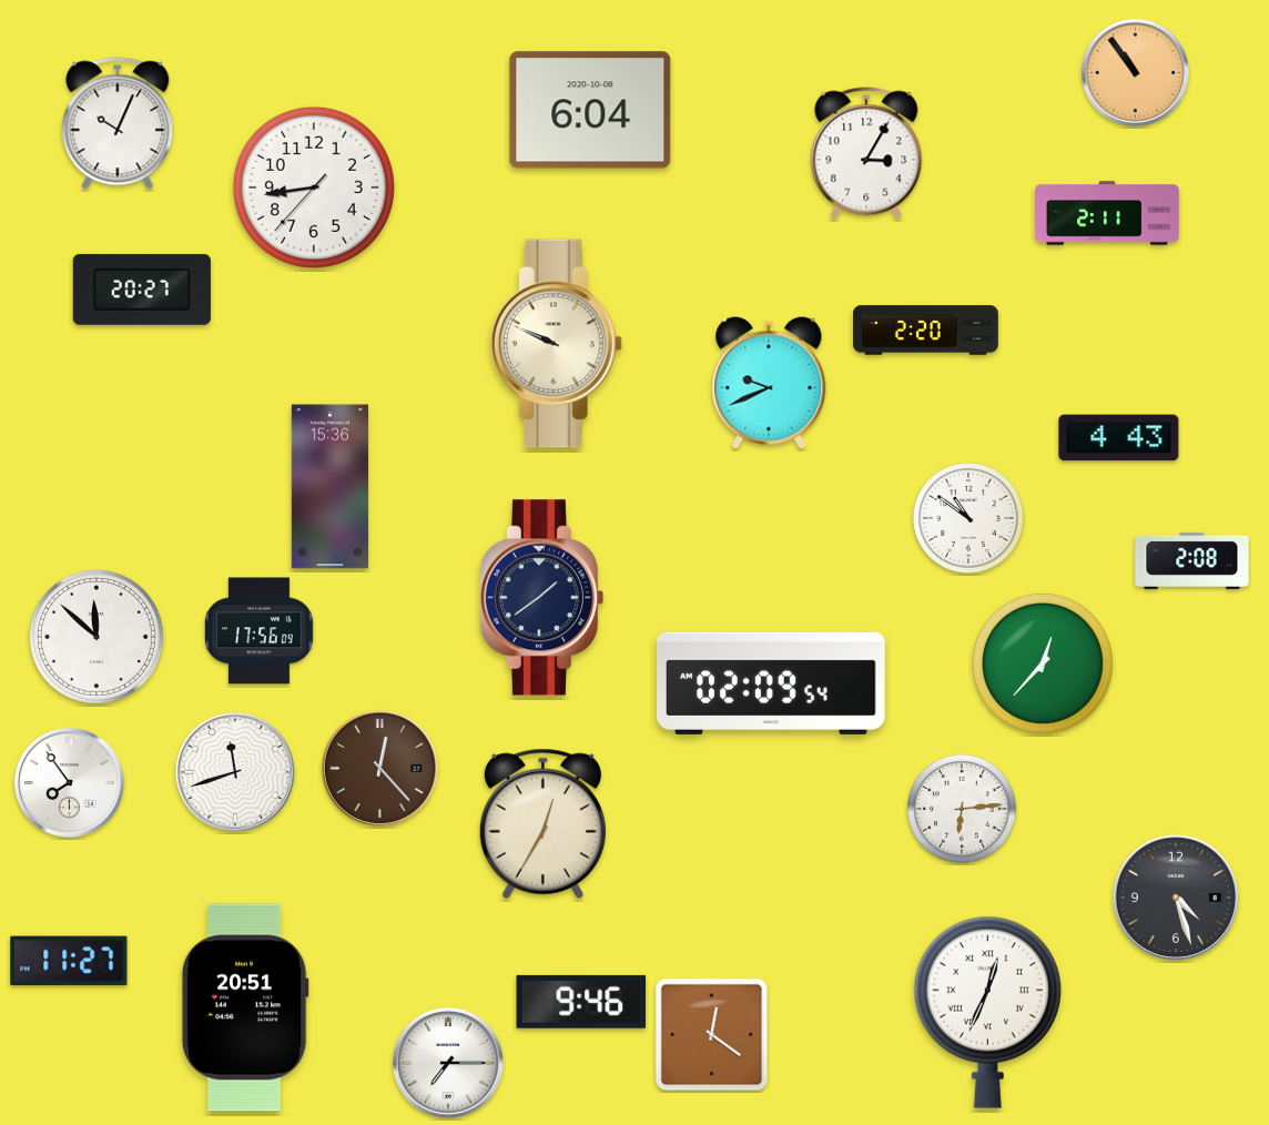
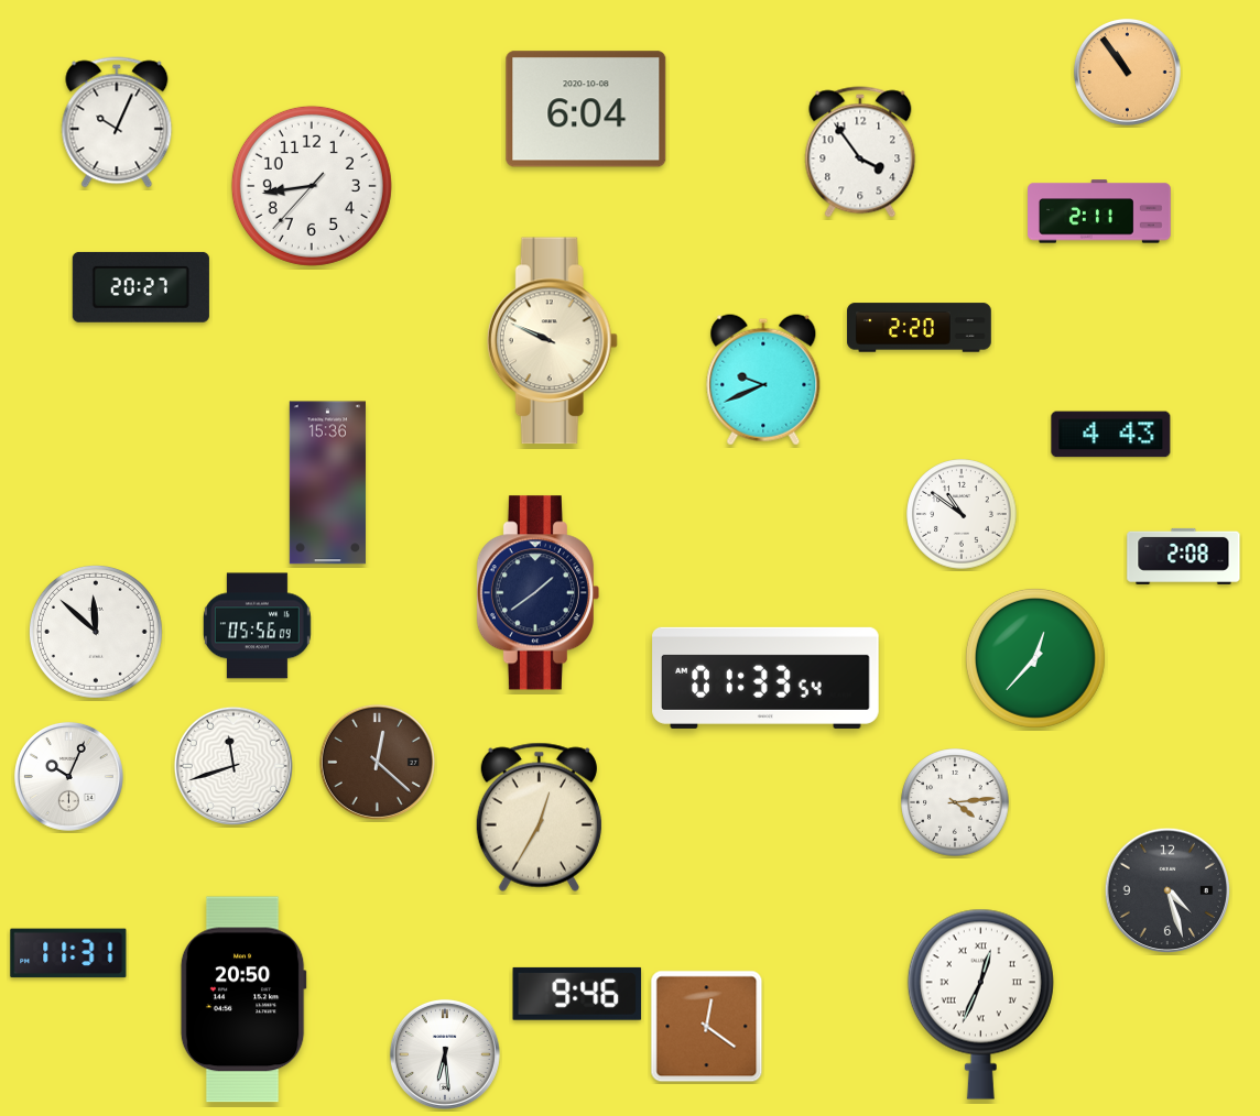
clock at (866, 153): 3:05 -> 3:54
clock at (260, 631): 17:56 -> 05:56
clock at (771, 683): 02:09 -> 01:33
clock at (379, 768): 12:23 -> 12:22
clock at (69, 782): 7:54 -> 10:04
clock at (962, 809): 6:14 -> 4:14
clock at (69, 961): 11:27 -> 11:31
clock at (245, 1007): 20:51 -> 20:50
clock at (448, 1063): 7:15 -> 6:29
